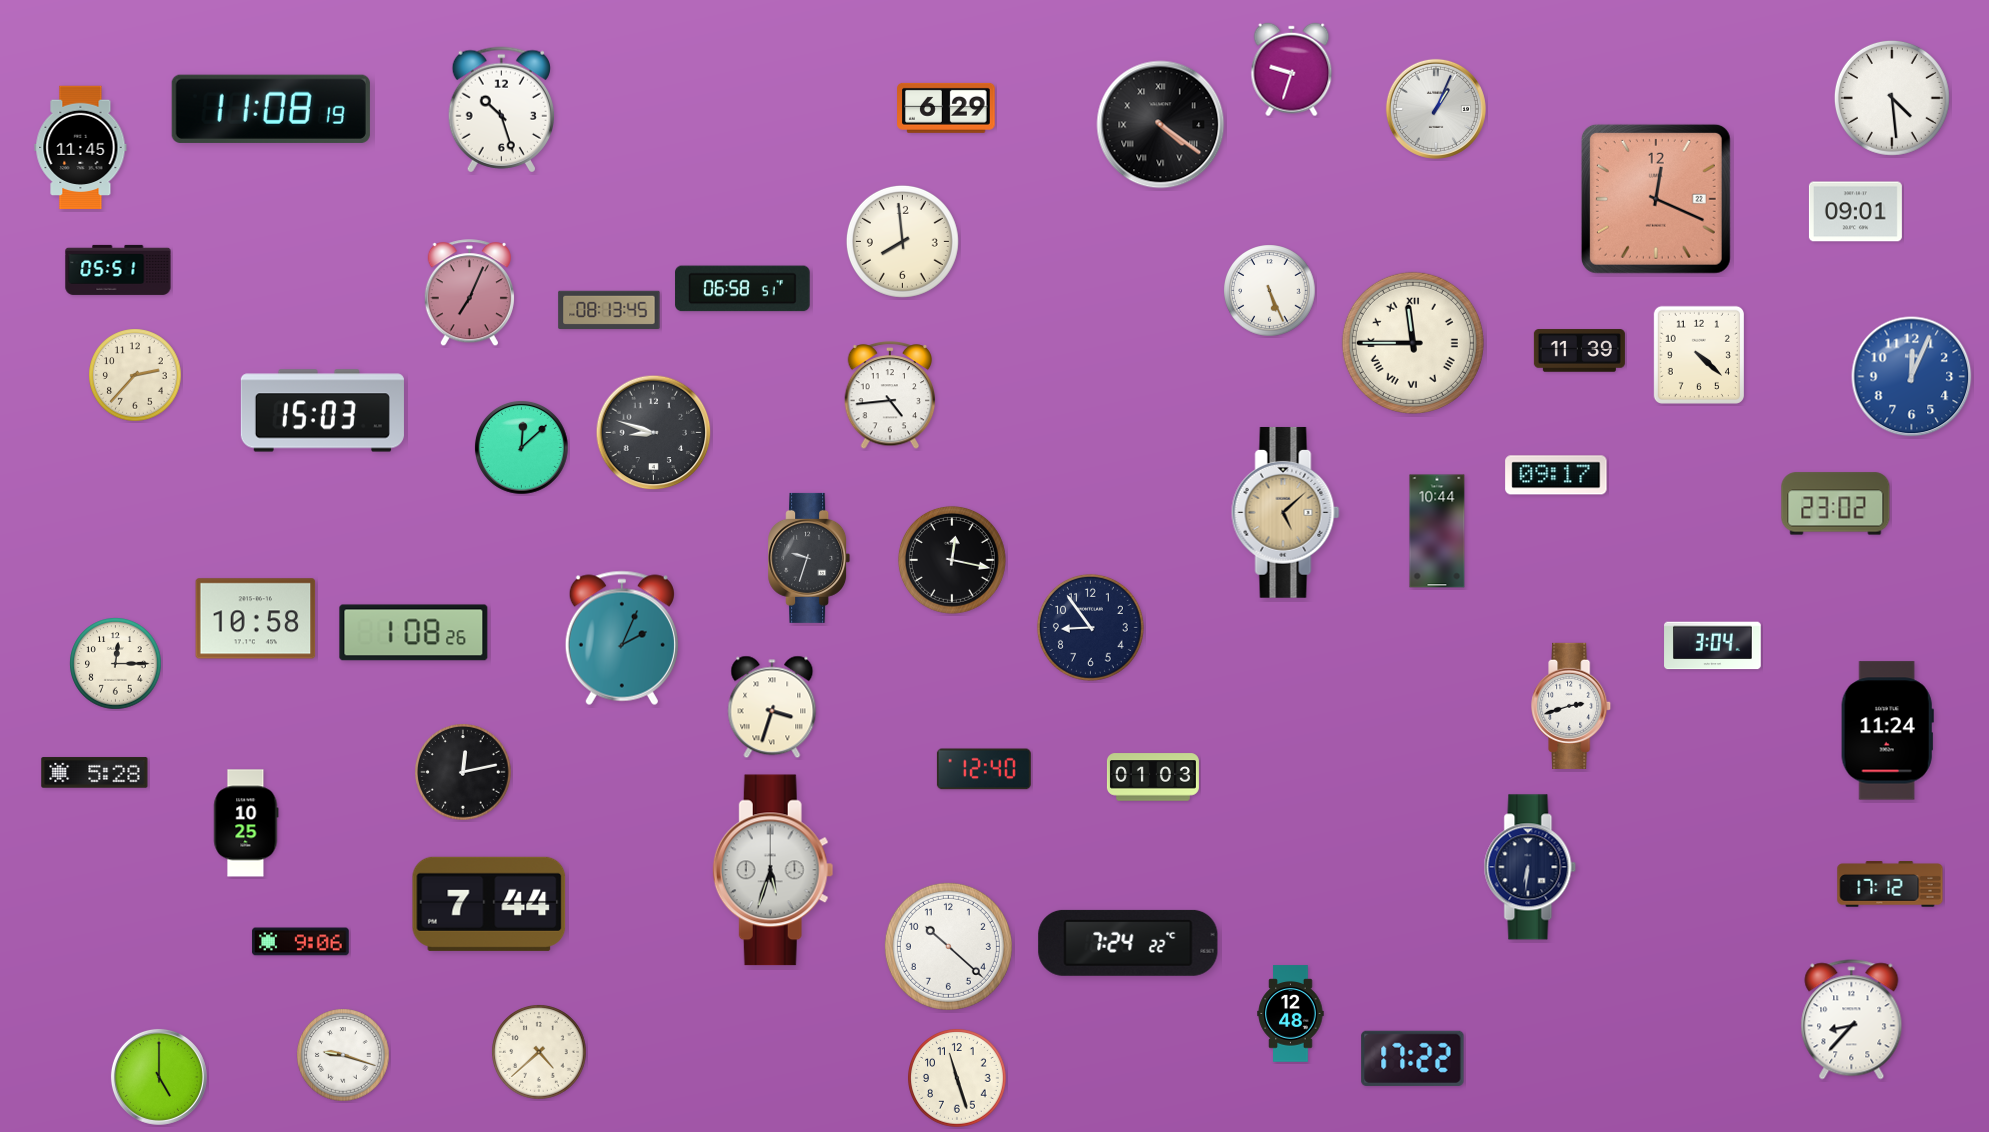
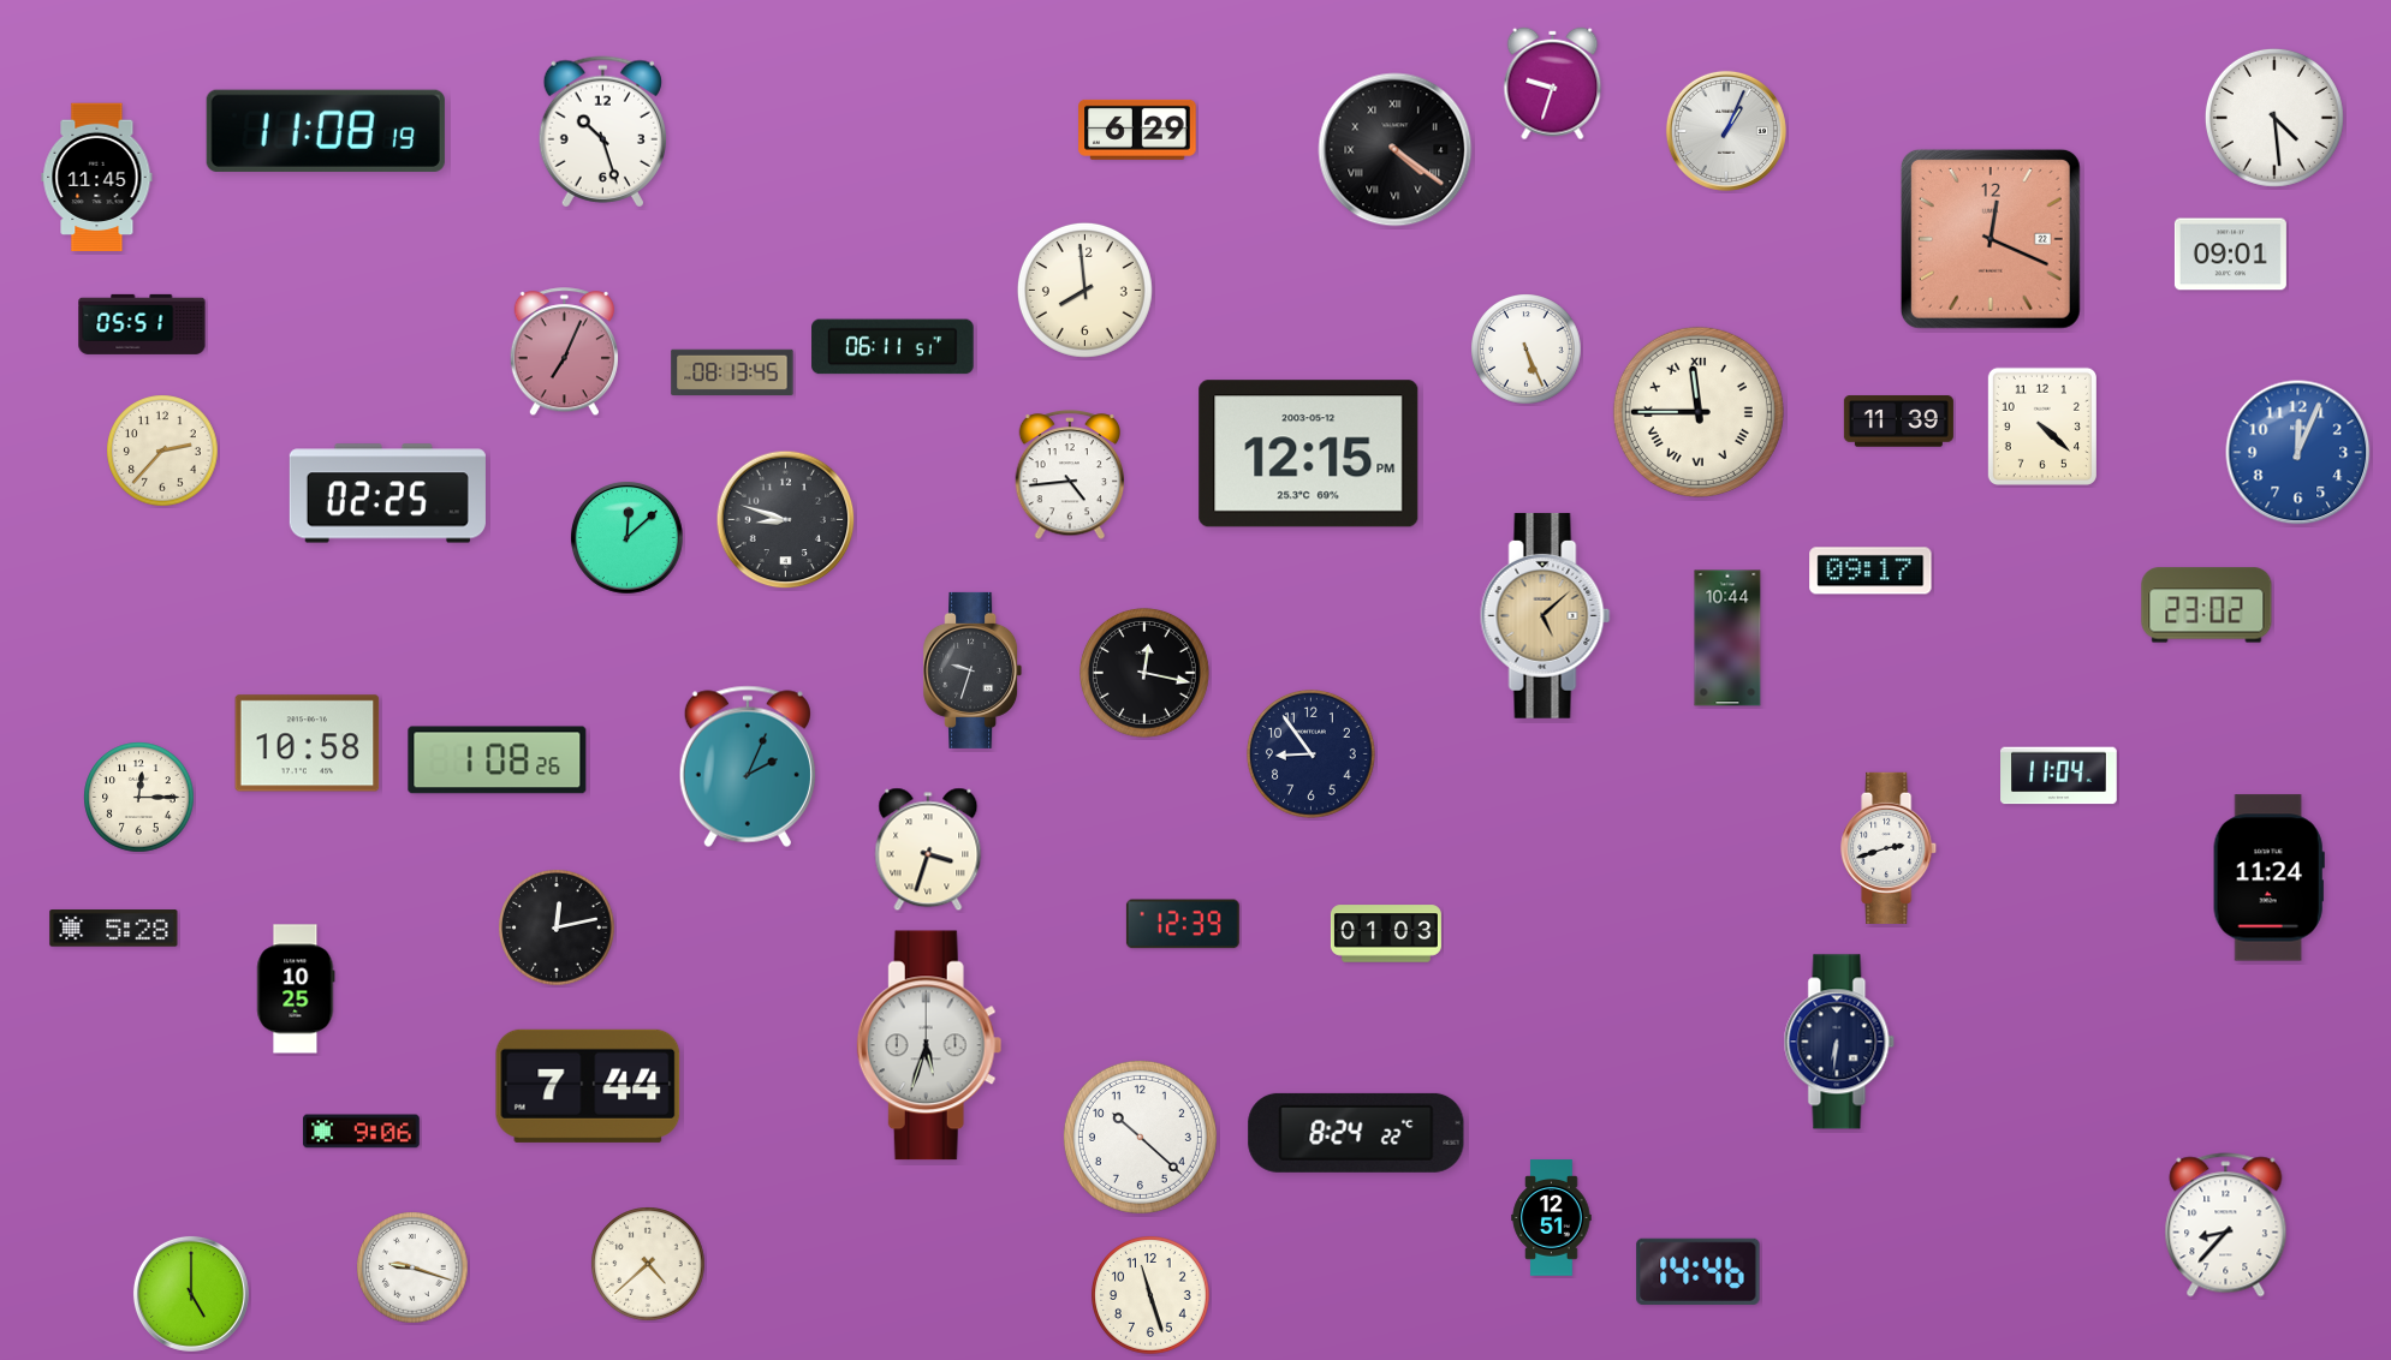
clock at (743, 289): 06:58 -> 06:11
clock at (1309, 454): none -> 12:15
clock at (322, 411): 15:03 -> 02:25
clock at (1713, 646): 3:04 -> 11:04
clock at (984, 769): 12:40 -> 12:39
clock at (1890, 884): 17:12 -> none
clock at (1128, 943): 7:24 -> 8:24
clock at (1291, 1014): 12:48 -> 12:51
clock at (1413, 1058): 17:22 -> 14:46
